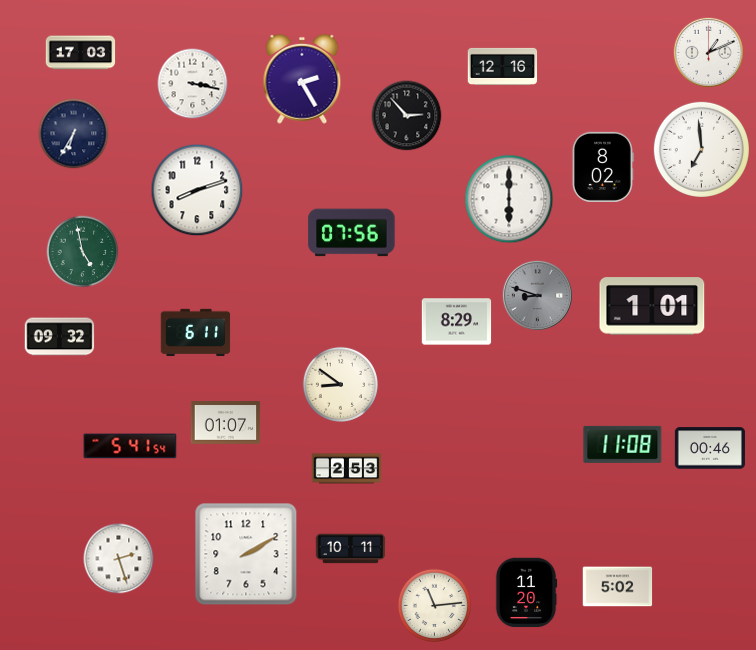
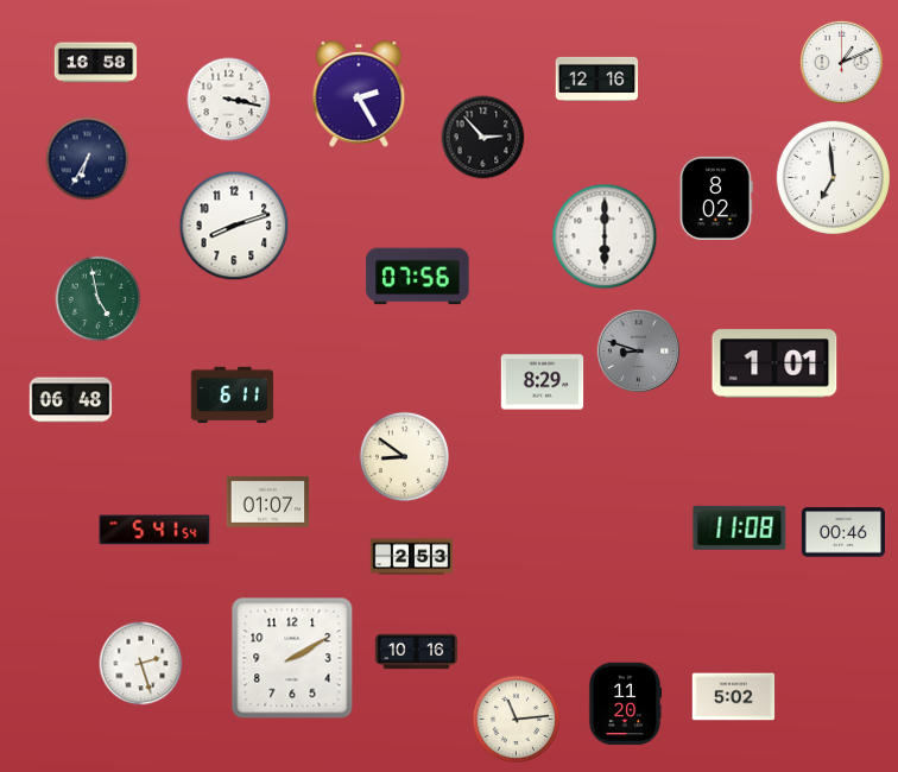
clock at (81, 53): 17:03 -> 16:58
clock at (60, 337): 09:32 -> 06:48
clock at (351, 549): 10:11 -> 10:16
